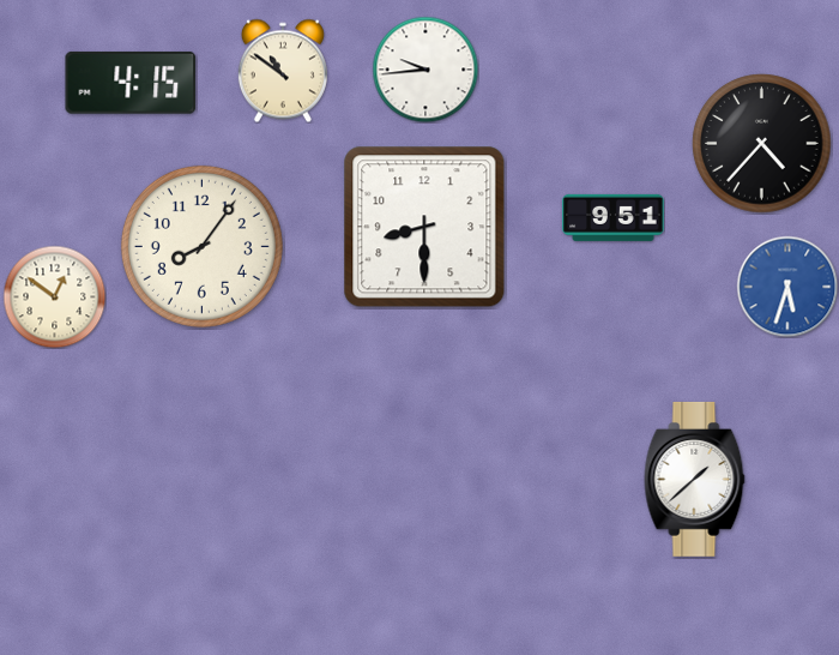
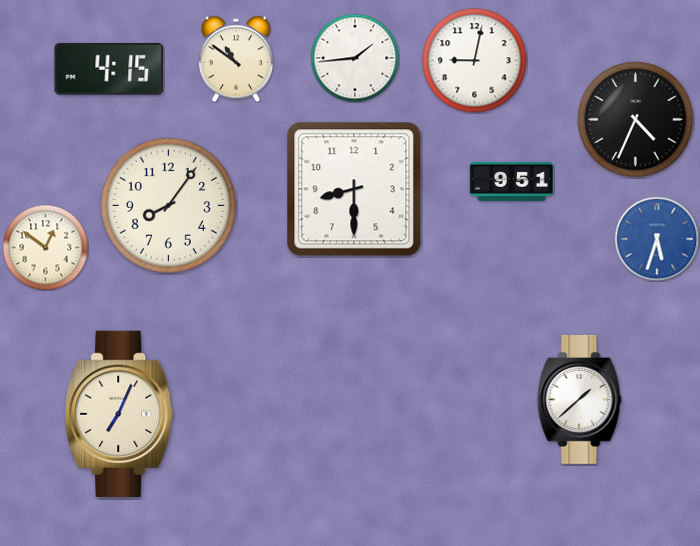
clock at (425, 70): 9:44 -> 1:44
clock at (475, 61): none -> 9:02
clock at (762, 144): 4:37 -> 4:34
clock at (119, 414): none -> 7:04
